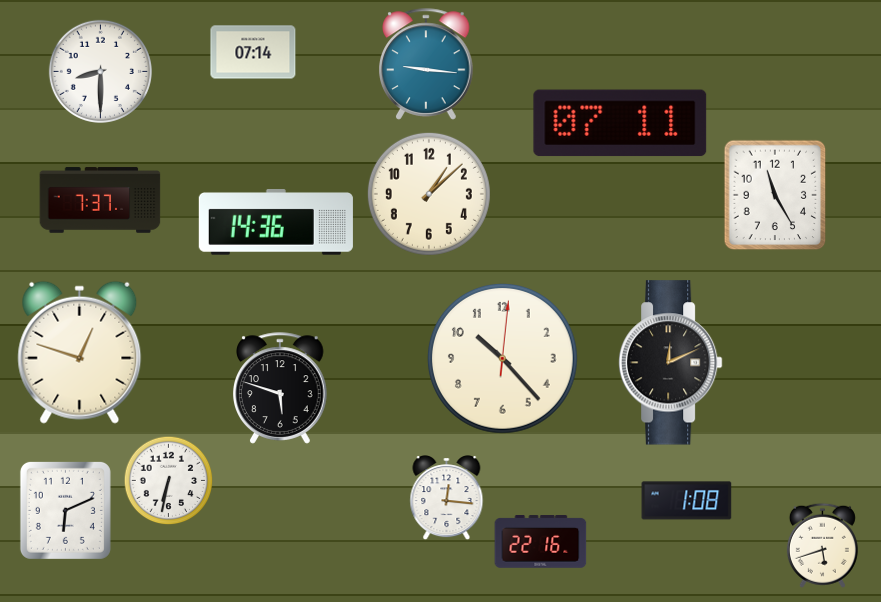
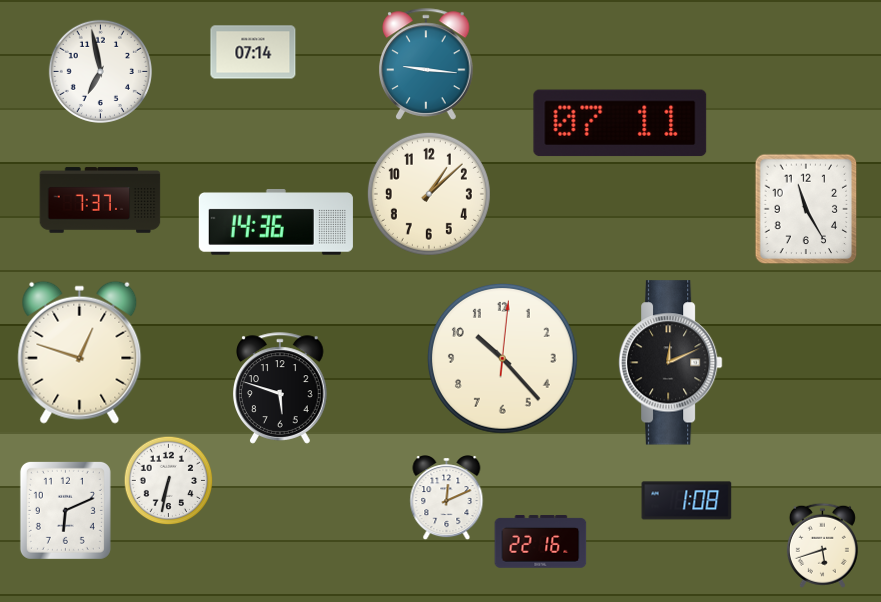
clock at (100, 71): 8:30 -> 6:58
clock at (775, 195) position: (775, 195) -> (806, 209)
clock at (447, 498): 12:16 -> 12:11
